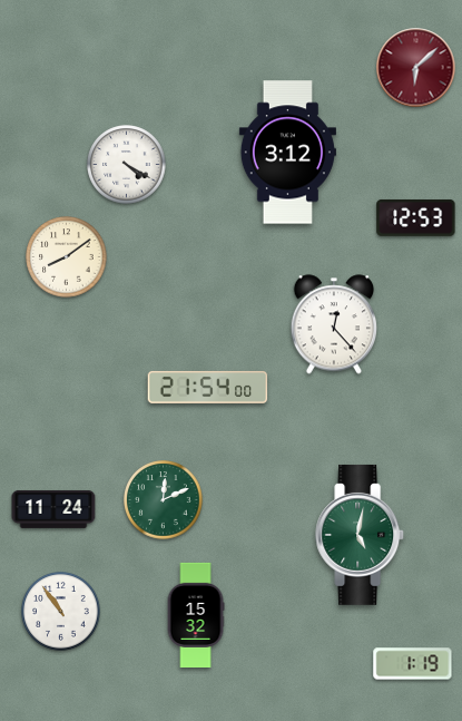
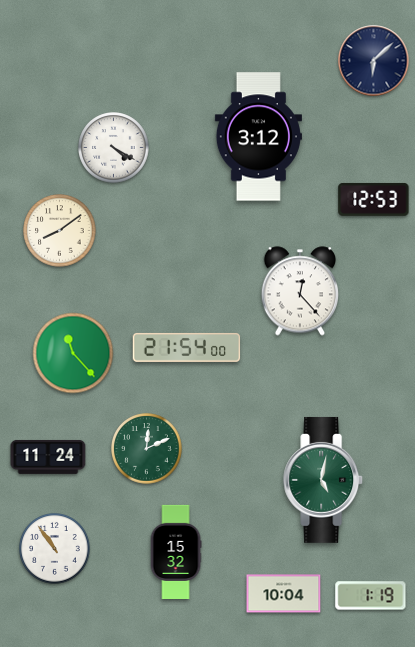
clock at (416, 68) dial: burgundy -> navy
clock at (416, 217) position: (416, 217) -> (374, 199)
clock at (73, 353): none -> 11:23
clock at (284, 594): none -> 10:04
